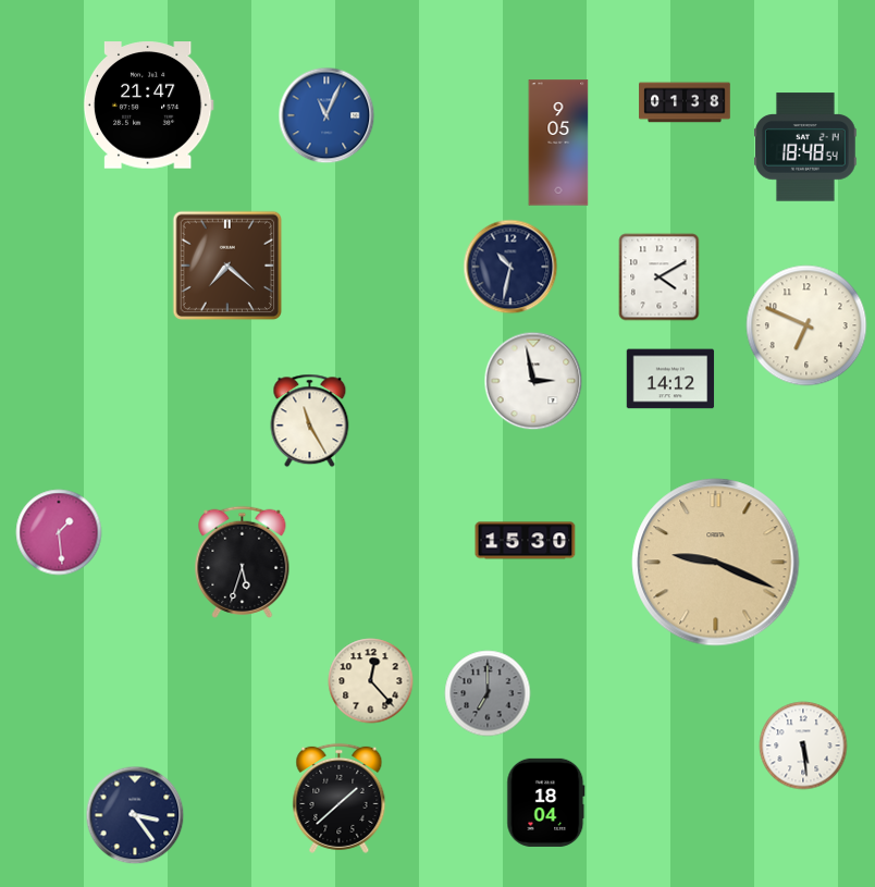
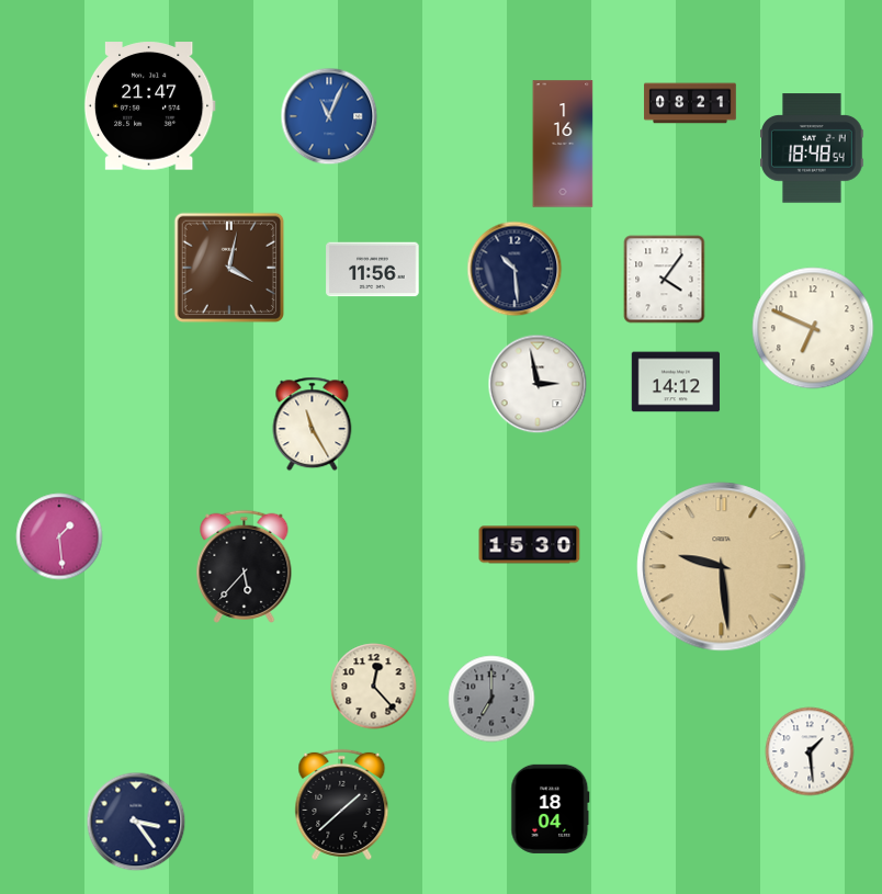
clock at (685, 102): 01:38 -> 08:21
clock at (558, 143): 9:05 -> 1:16
clock at (227, 266): 7:22 -> 4:02
clock at (510, 267): 10:32 -> 10:29
clock at (373, 270): none -> 11:56
clock at (660, 278): 4:10 -> 4:06
clock at (243, 562): 5:33 -> 5:37
clock at (716, 563): 9:19 -> 9:29
clock at (803, 746): 5:29 -> 1:29
